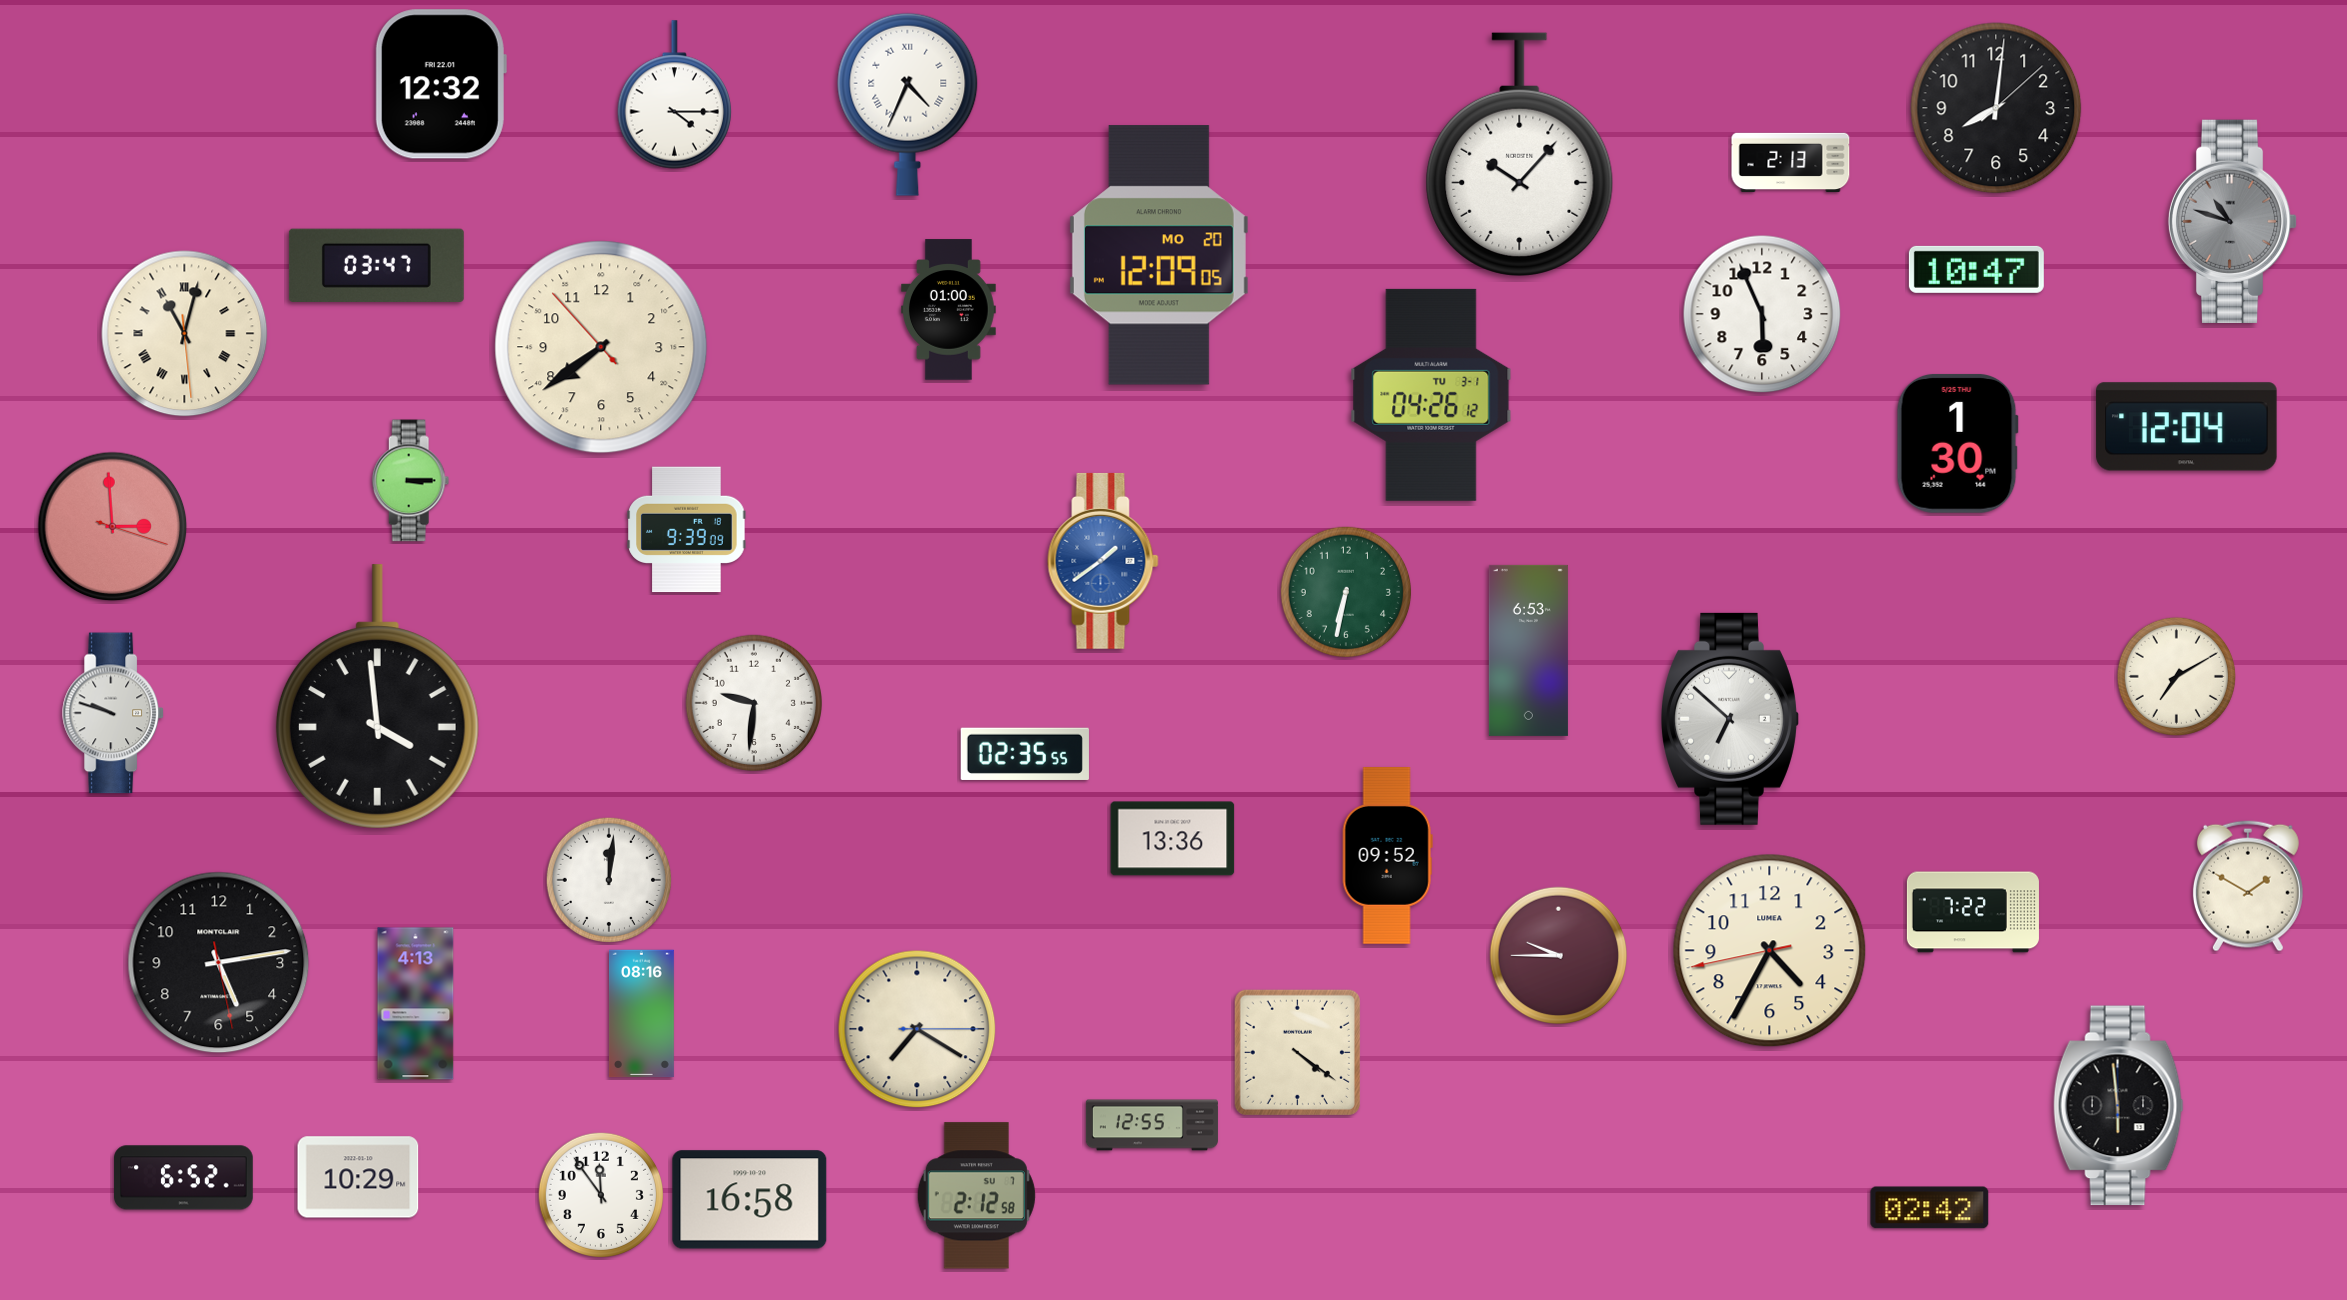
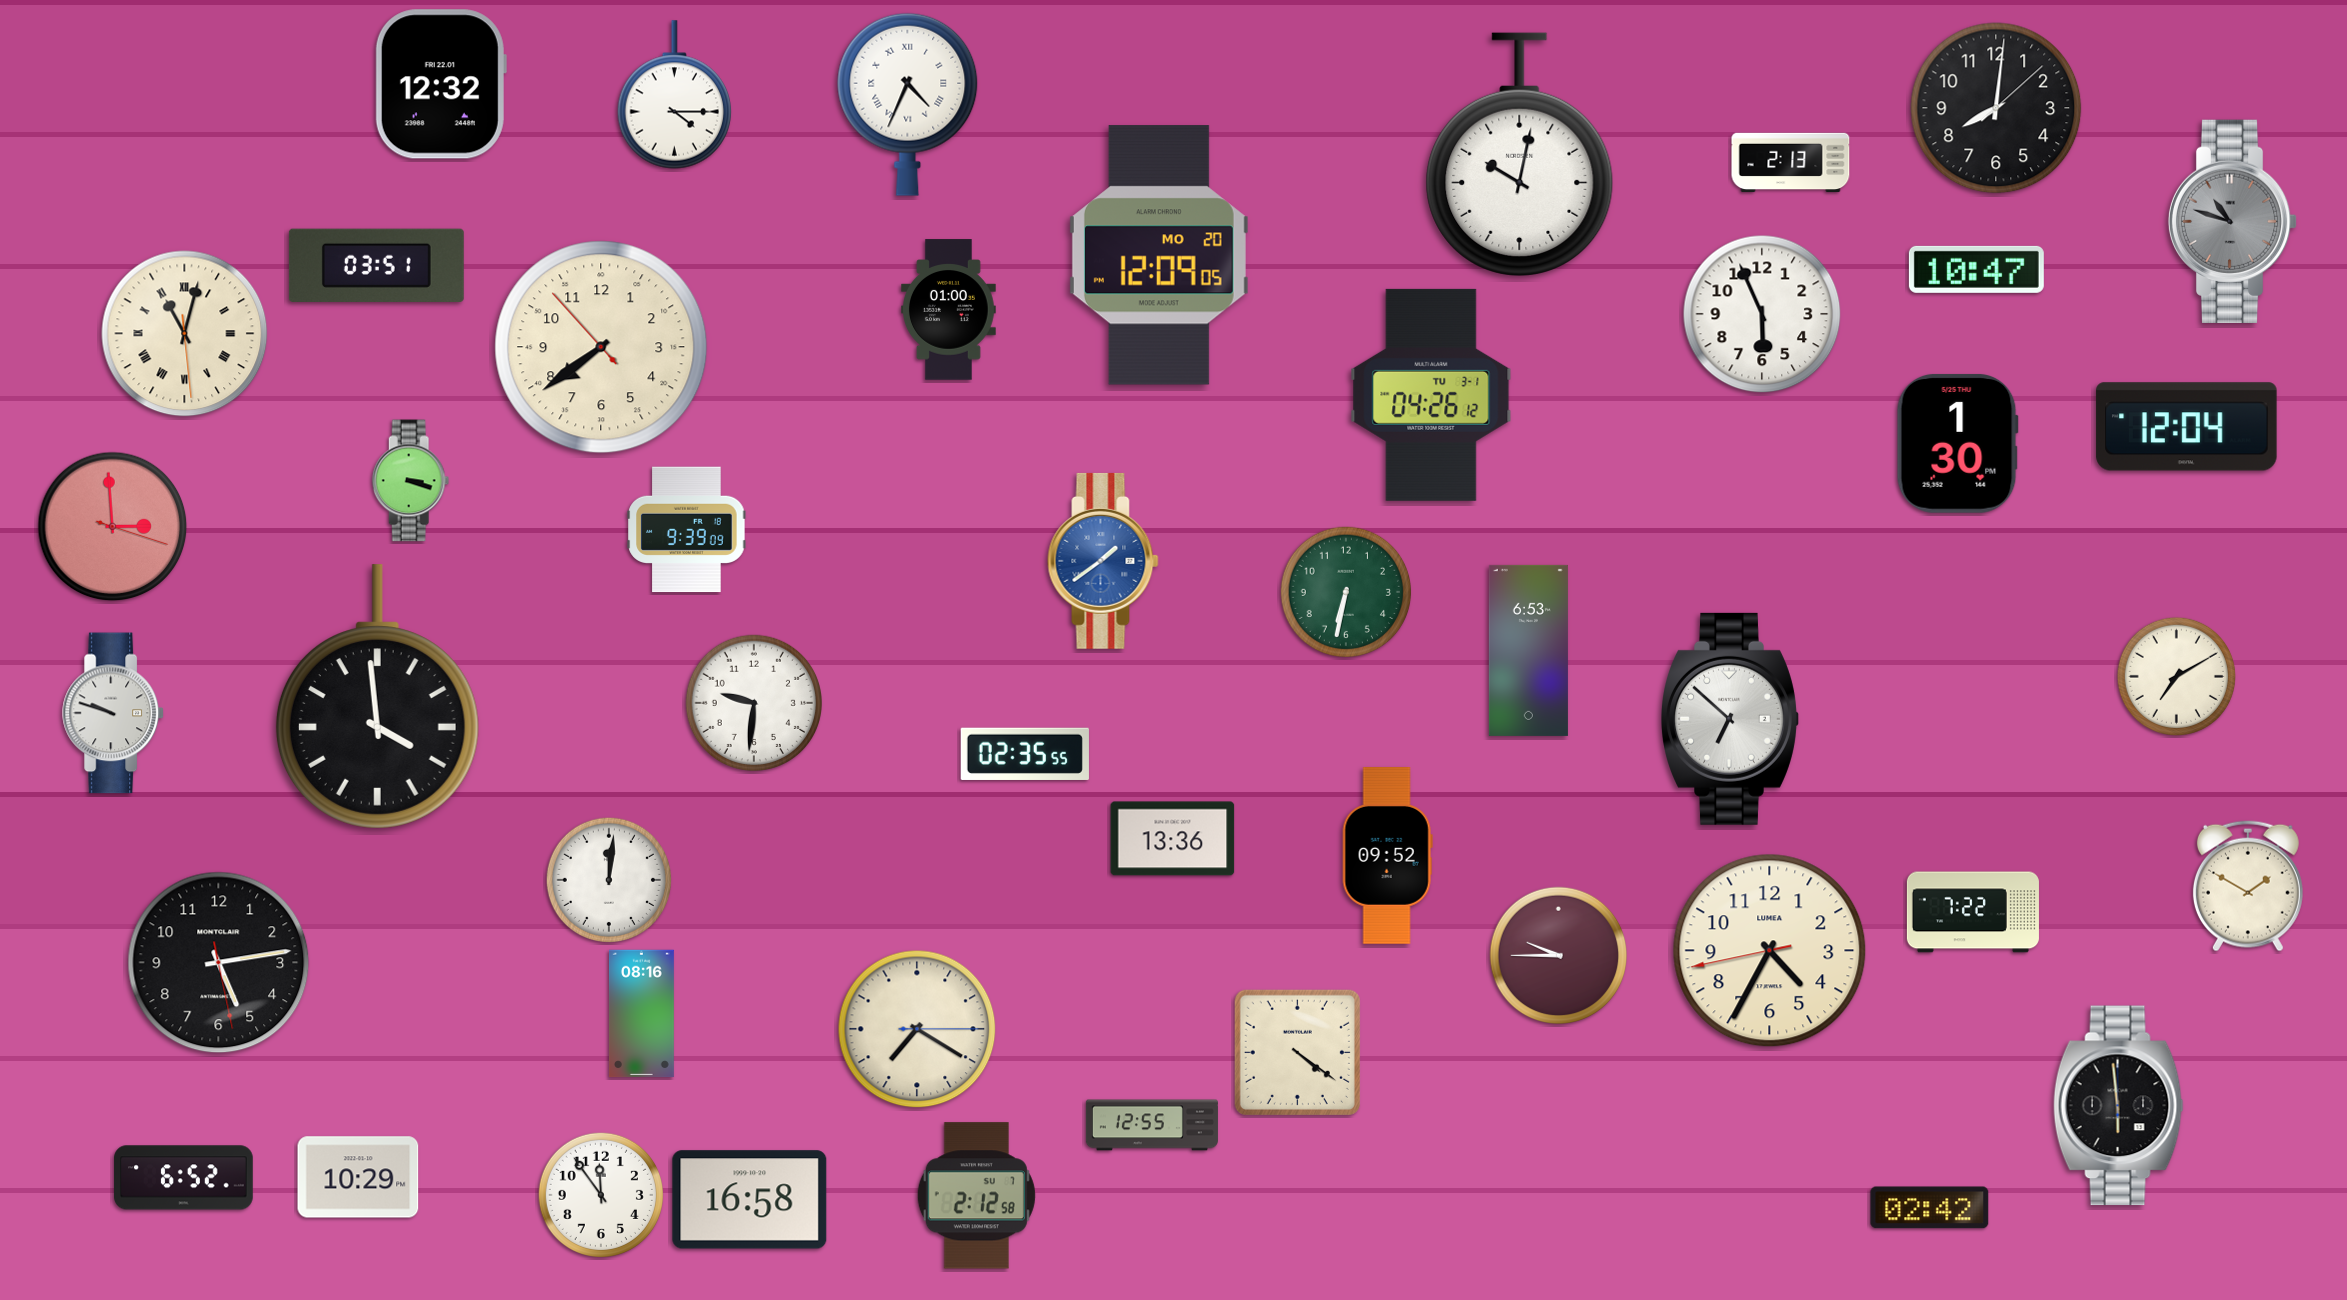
clock at (1520, 154): 10:07 -> 10:02
clock at (376, 265): 03:47 -> 03:51
clock at (411, 481): 3:15 -> 3:18
clock at (416, 1004): 4:13 -> none
